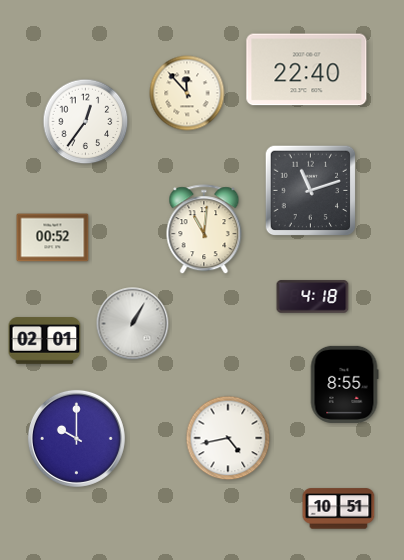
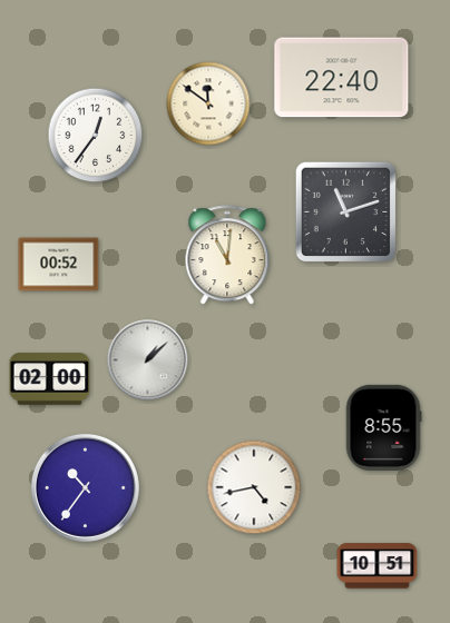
clock at (187, 93): 11:53 -> 11:51
clock at (313, 297): 4:18 -> none
clock at (133, 324): 1:05 -> 1:08
clock at (45, 341): 02:01 -> 02:00
clock at (76, 438): 10:00 -> 10:36
